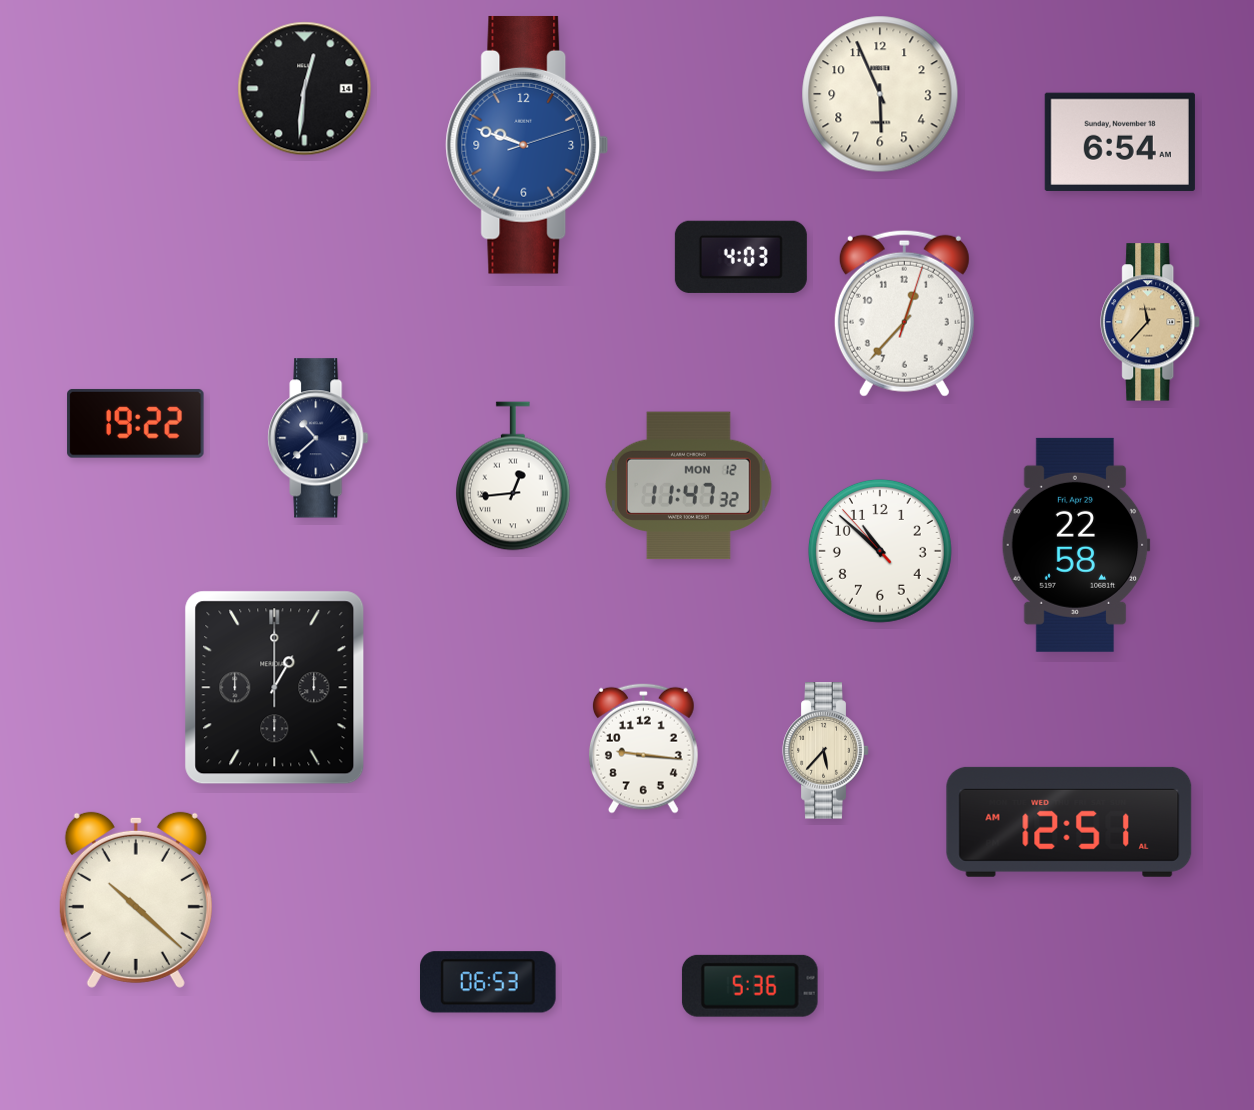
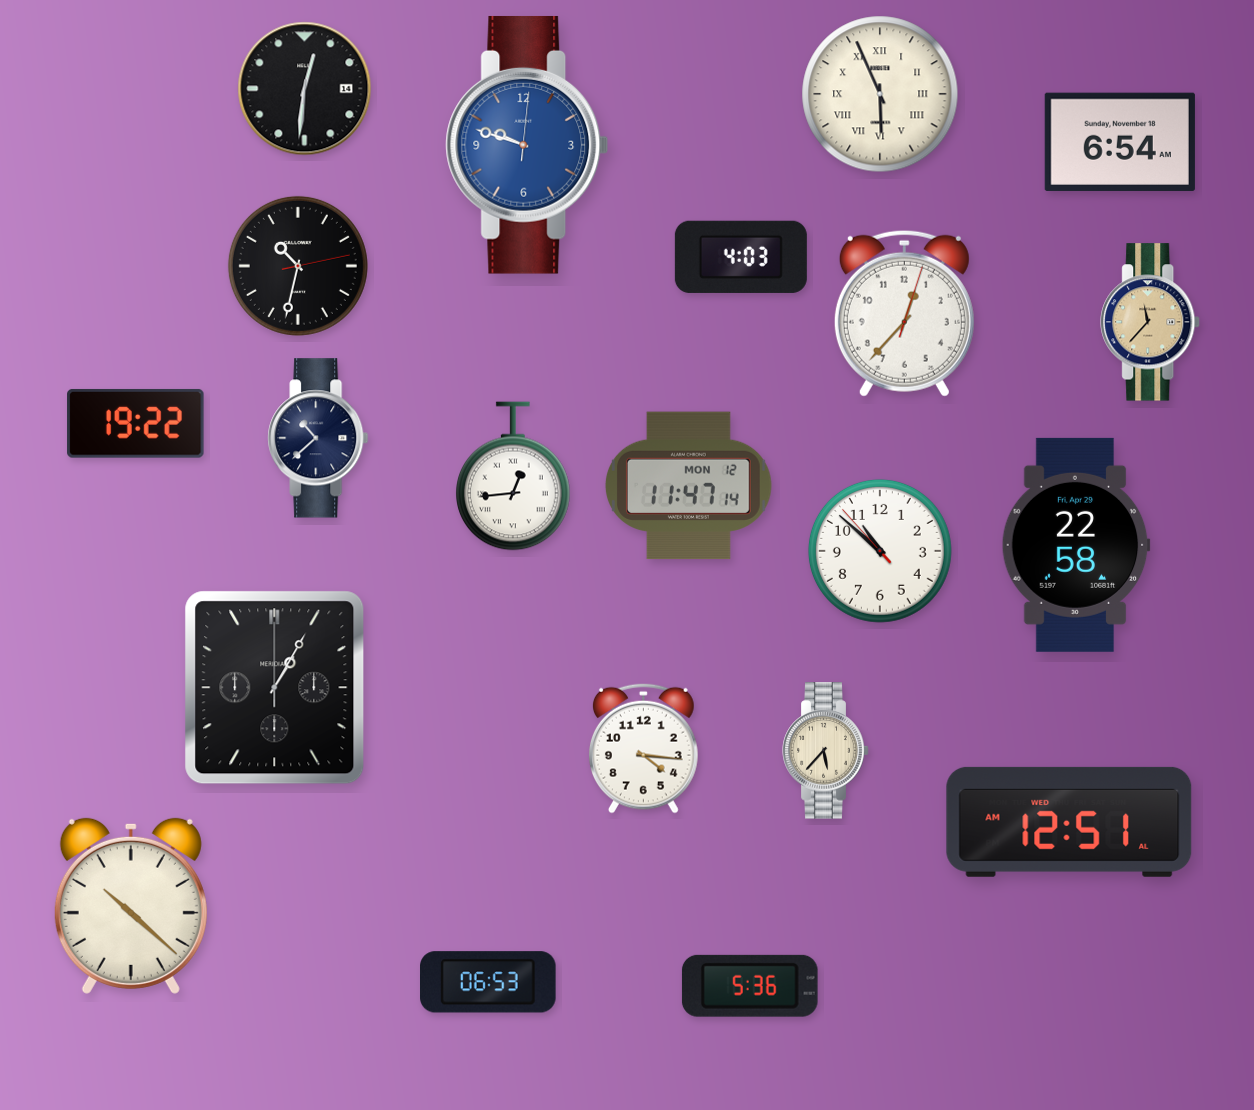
clock at (880, 94) numerals: Arabic -> Roman
clock at (527, 145): 9:48:12 -> 9:48:01
clock at (298, 266): none -> 10:32
clock at (688, 486): 11:47:32 -> 11:47:14
clock at (275, 688): 1:00 -> 1:05
clock at (643, 748): 9:16 -> 4:16
clock at (136, 900) position: (136, 900) -> (131, 906)
